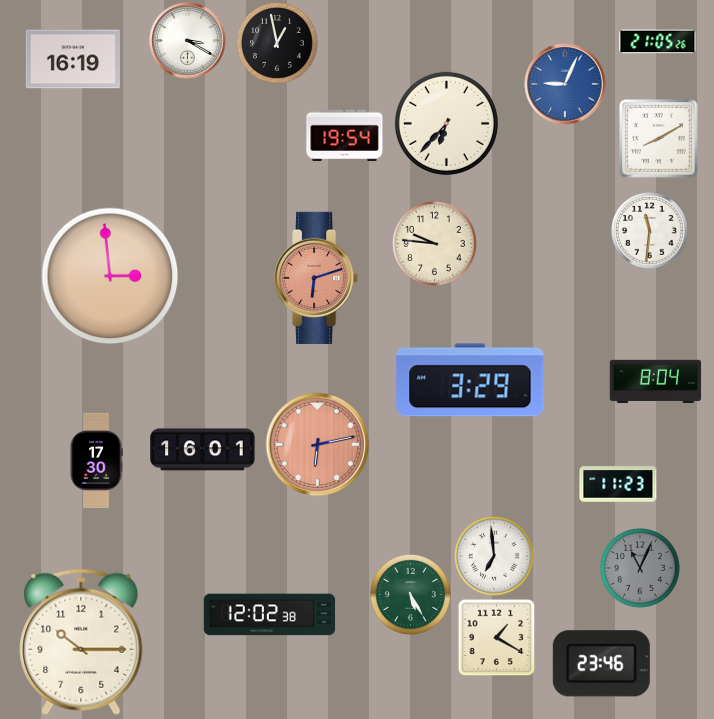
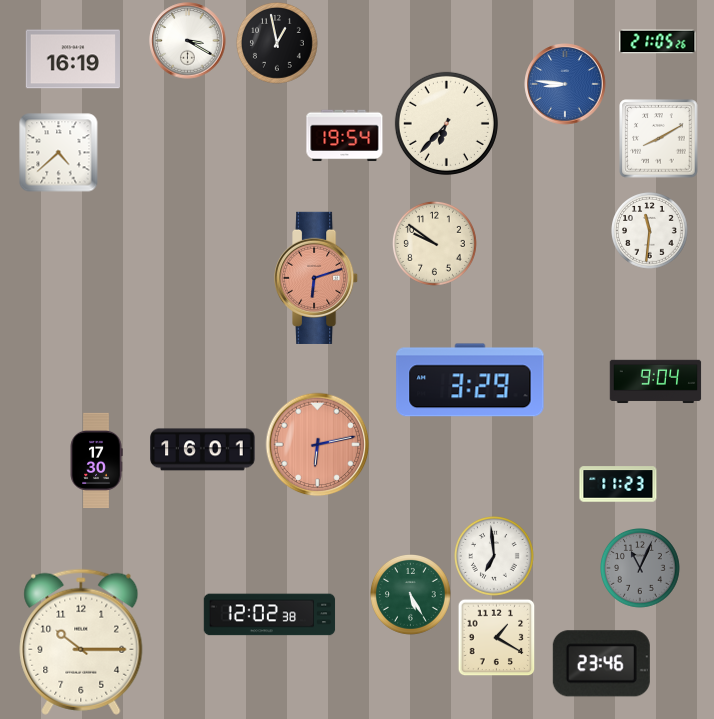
clock at (565, 84): 9:04 -> 8:46
clock at (59, 153): none -> 4:38
clock at (434, 243): 9:46 -> 9:51
clock at (110, 276): 2:59 -> none
clock at (656, 382): 8:04 -> 9:04
